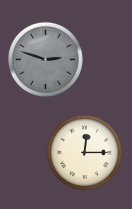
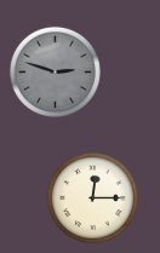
clock at (84, 152) position: (84, 152) -> (92, 197)
